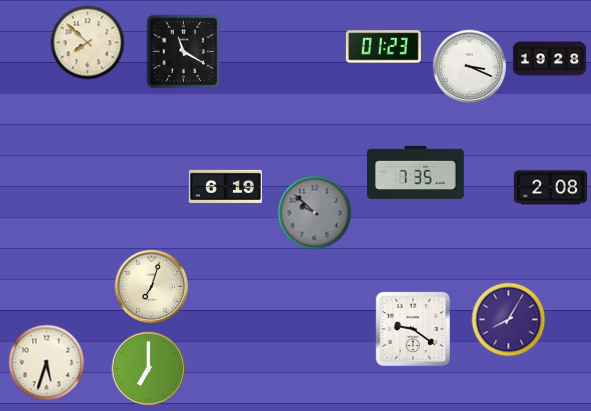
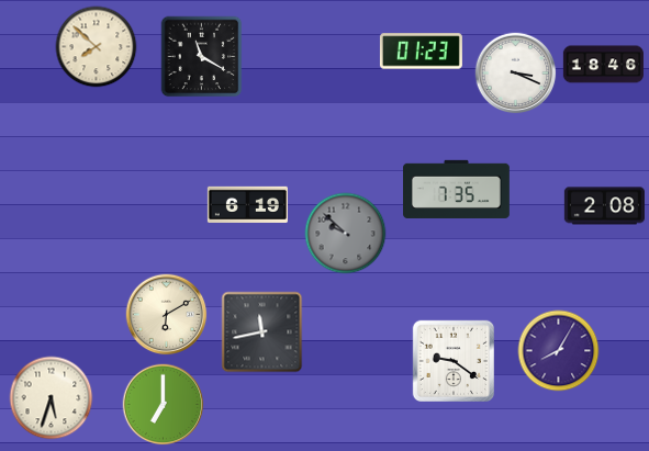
clock at (549, 59): 19:28 -> 18:46
clock at (152, 287): 7:03 -> 6:10
clock at (262, 332): none -> 11:43
